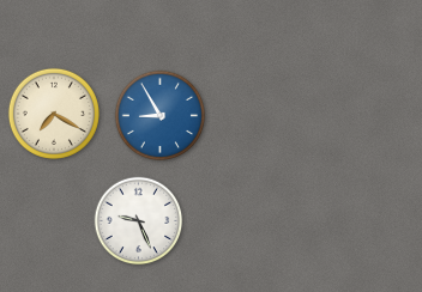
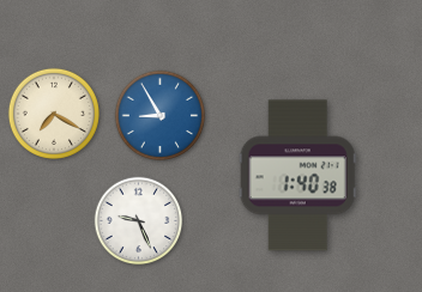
clock at (297, 176): none -> 1:40
